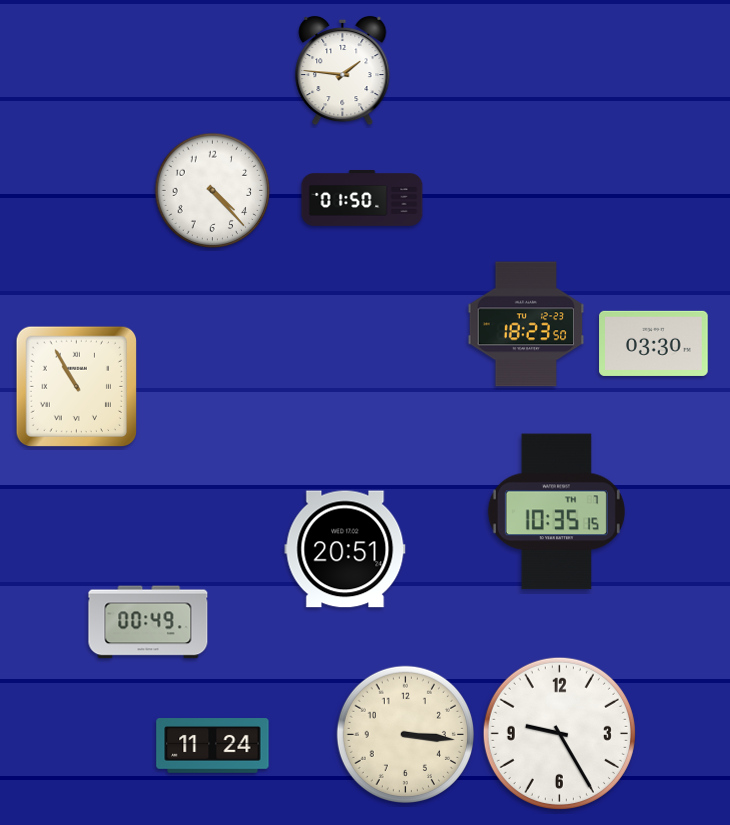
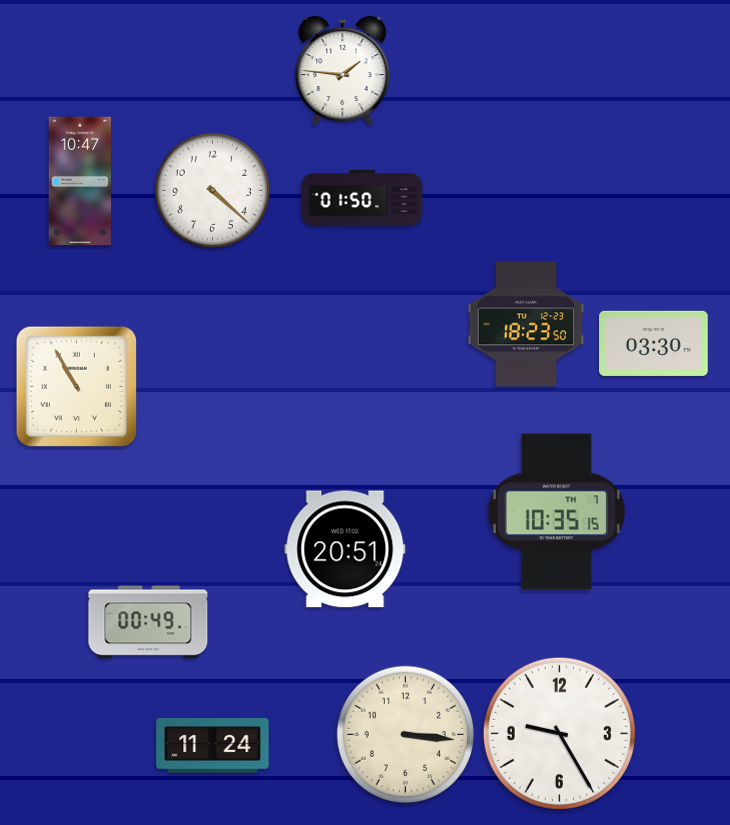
clock at (80, 181): none -> 10:47
clock at (213, 191): 4:23 -> 4:22
